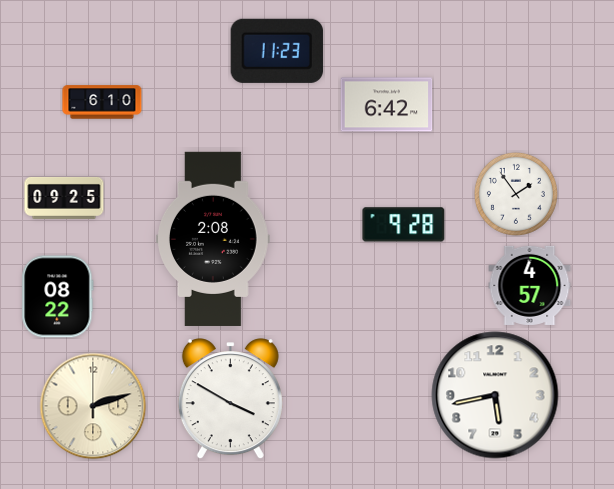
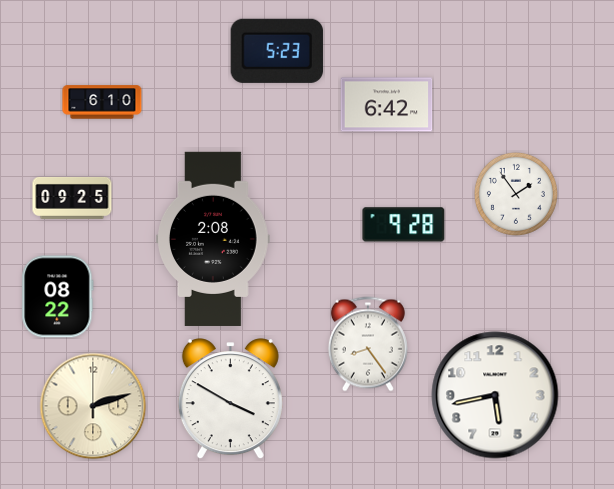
clock at (277, 51): 11:23 -> 5:23
clock at (64, 198) position: (64, 198) -> (72, 198)
clock at (530, 285): 4:57 -> none
clock at (368, 344): none -> 8:24
